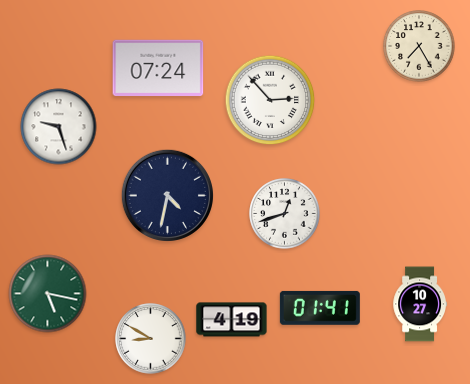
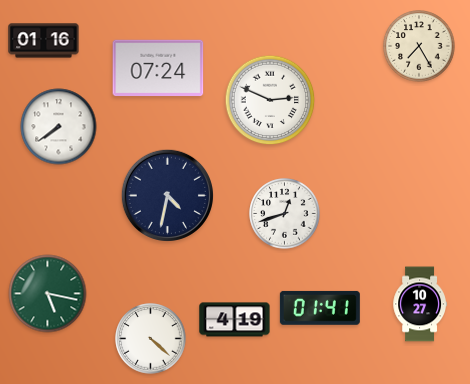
clock at (44, 41): none -> 01:16
clock at (270, 100): 2:53 -> 2:49
clock at (59, 127): 9:27 -> 7:39
clock at (232, 320) position: (232, 320) -> (235, 320)
clock at (151, 339): 8:50 -> 4:22
